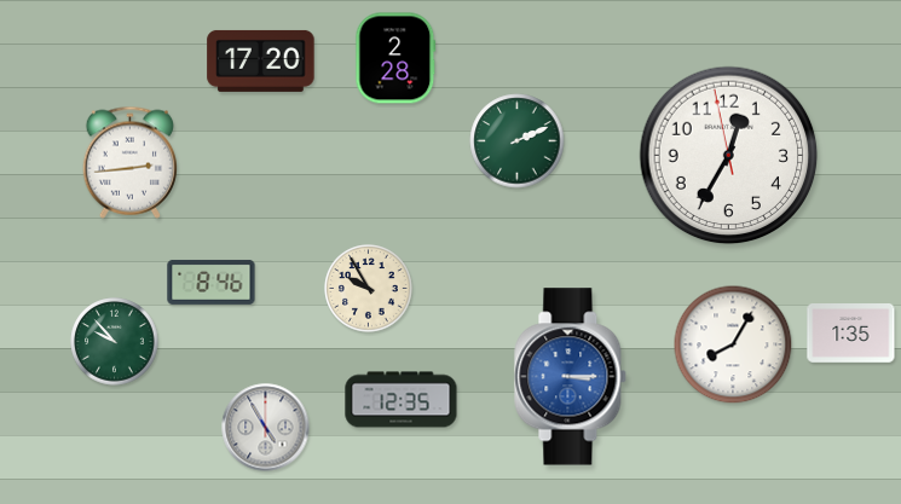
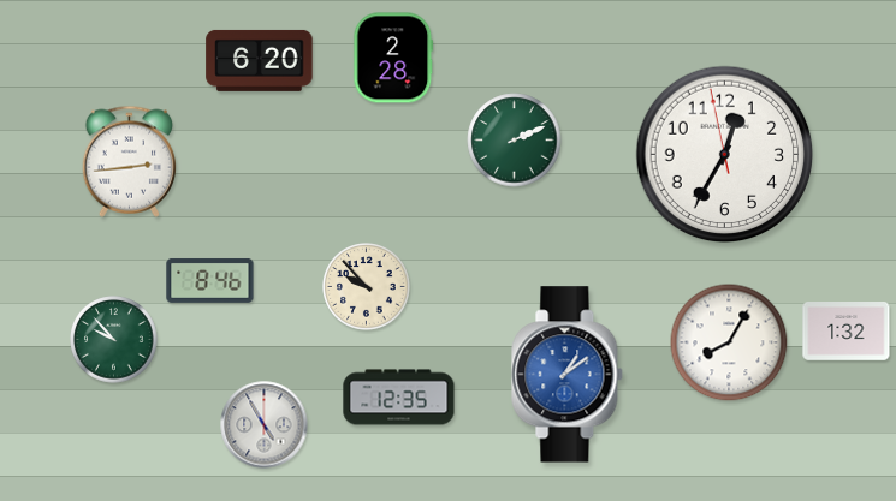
clock at (261, 60): 17:20 -> 6:20
clock at (369, 289): 9:55 -> 9:53
clock at (851, 334): 1:35 -> 1:32
clock at (571, 377): 3:15 -> 1:09
